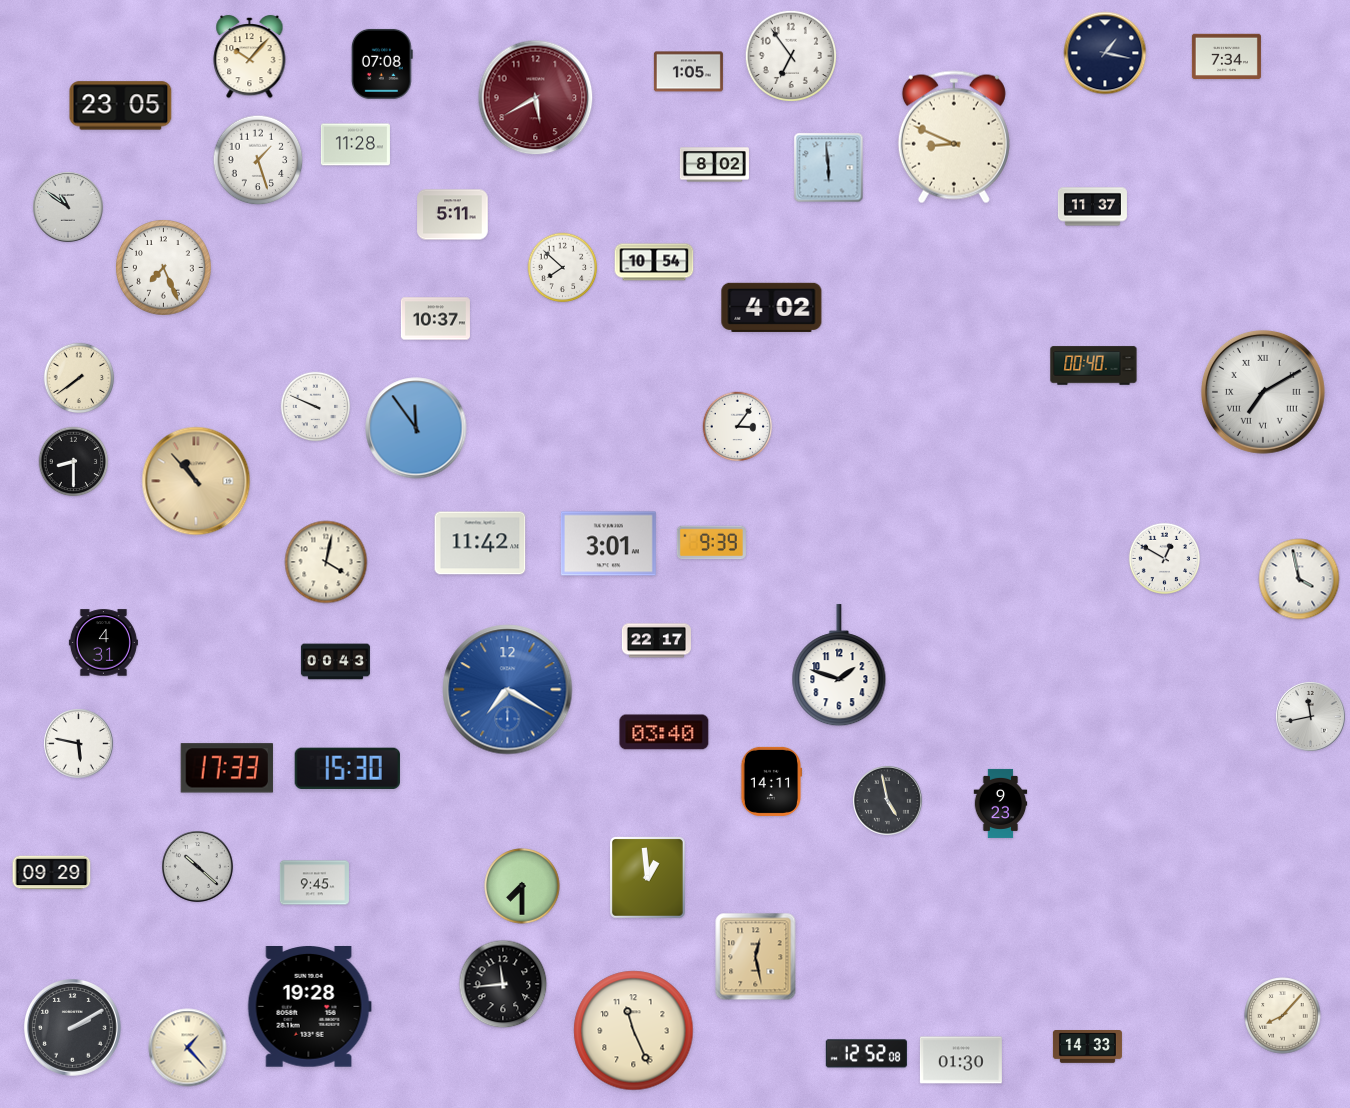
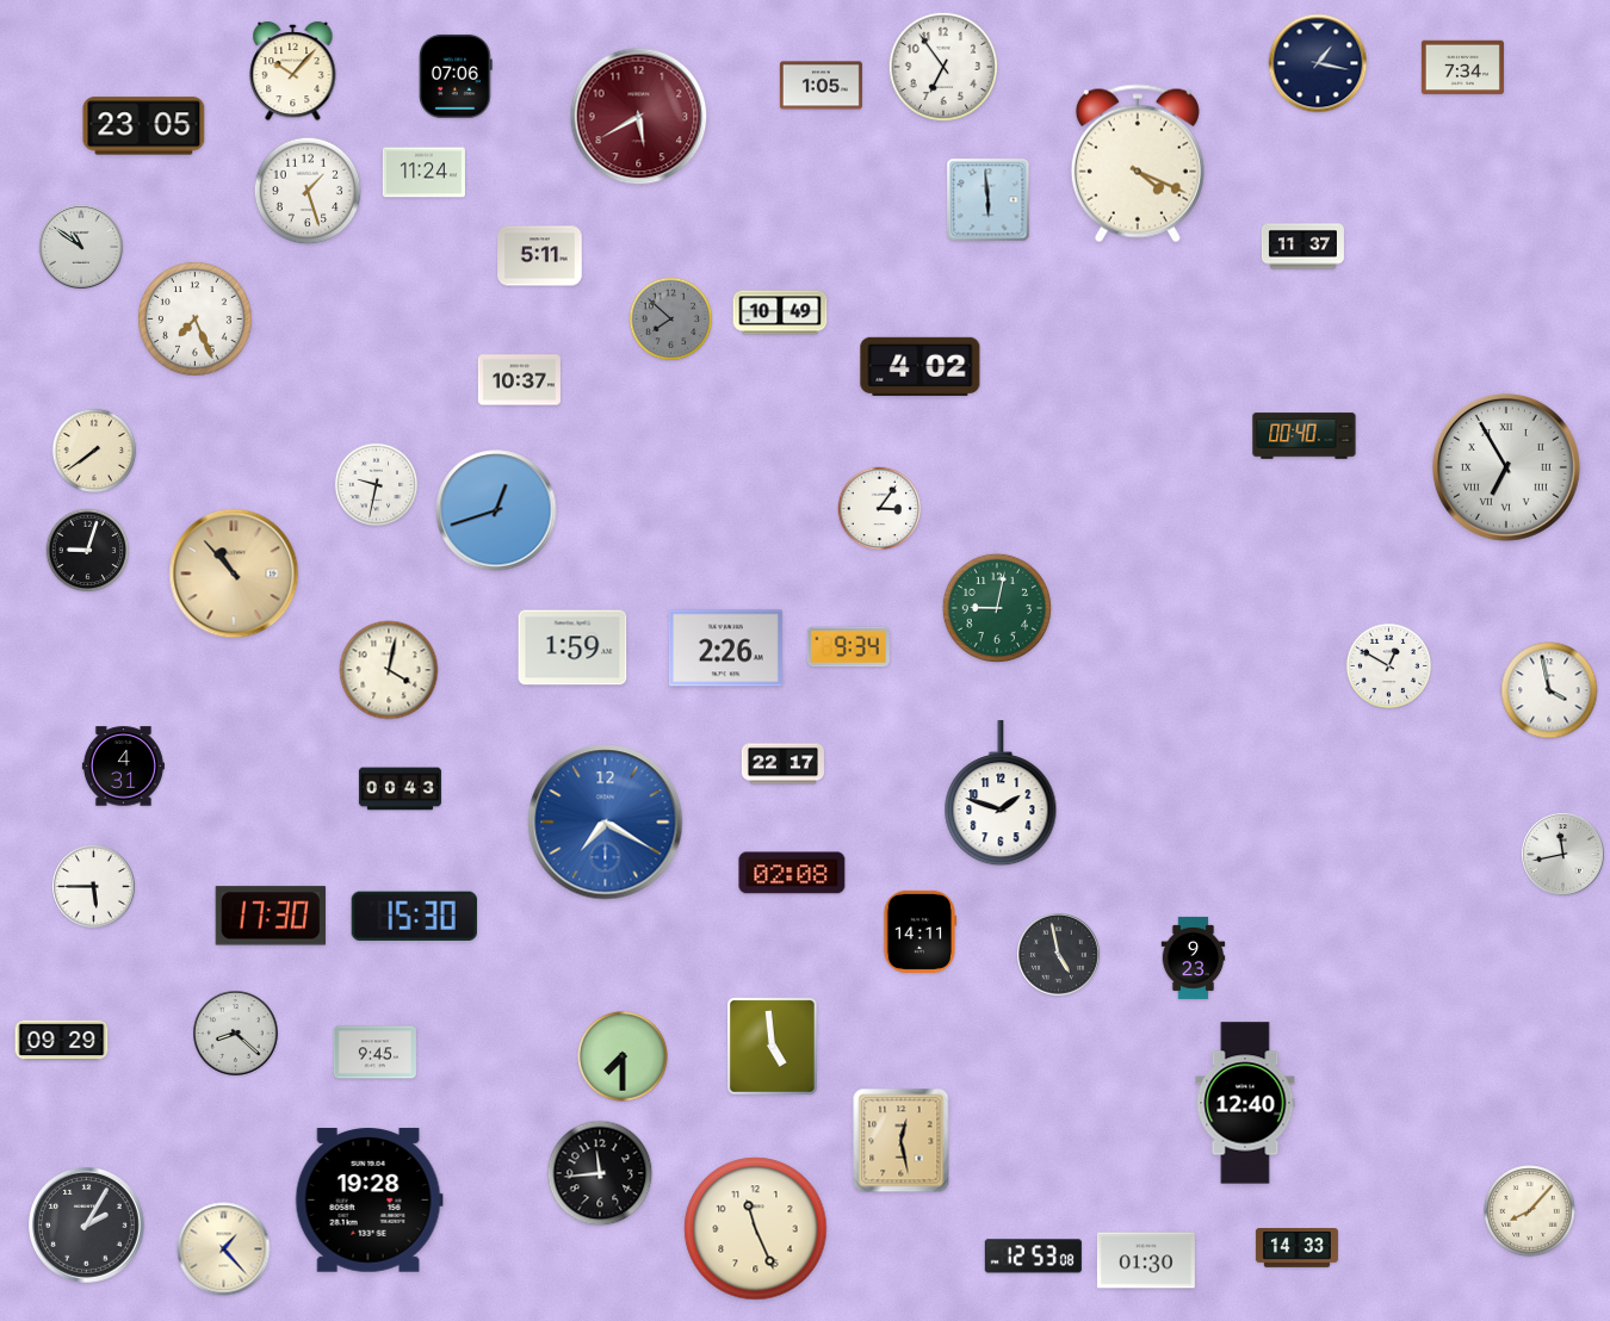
clock at (250, 57) position: (250, 57) -> (293, 72)
clock at (382, 64): 07:08 -> 07:06
clock at (954, 137): 8:49 -> 4:19
clock at (355, 145): 11:28 -> 11:24
clock at (714, 165): 8:02 -> none
clock at (654, 262): 10:54 -> 10:49
clock at (563, 268) dial: white -> grey
clock at (1263, 392): 7:10 -> 6:55
clock at (316, 407): 9:49 -> 9:32
clock at (416, 428): 11:54 -> 12:42
clock at (74, 462): 8:30 -> 9:03
clock at (996, 607): none -> 9:02
clock at (480, 543): 11:42 -> 1:59
clock at (711, 543): 9:39 -> 9:34
clock at (608, 544): 3:01 -> 2:26
clock at (664, 732): 03:40 -> 02:08
clock at (79, 744): 5:47 -> 5:45
clock at (227, 768): 17:33 -> 17:30
clock at (198, 867): 10:22 -> 8:22
clock at (648, 878): 12:59 -> 4:59
clock at (1245, 1103): none -> 12:40
clock at (73, 1028): 2:10 -> 2:05
clock at (866, 1054): 12:52 -> 12:53
clock at (961, 1060) position: (961, 1060) -> (1146, 1260)
